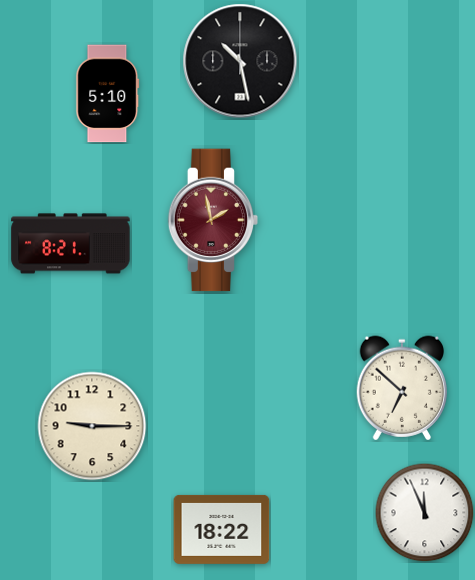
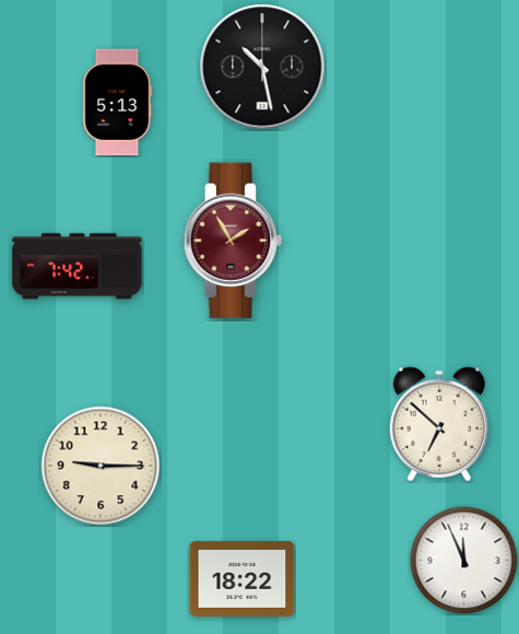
clock at (108, 94): 5:10 -> 5:13
clock at (213, 220): 1:58 -> 1:55
clock at (71, 244): 8:21 -> 7:42
